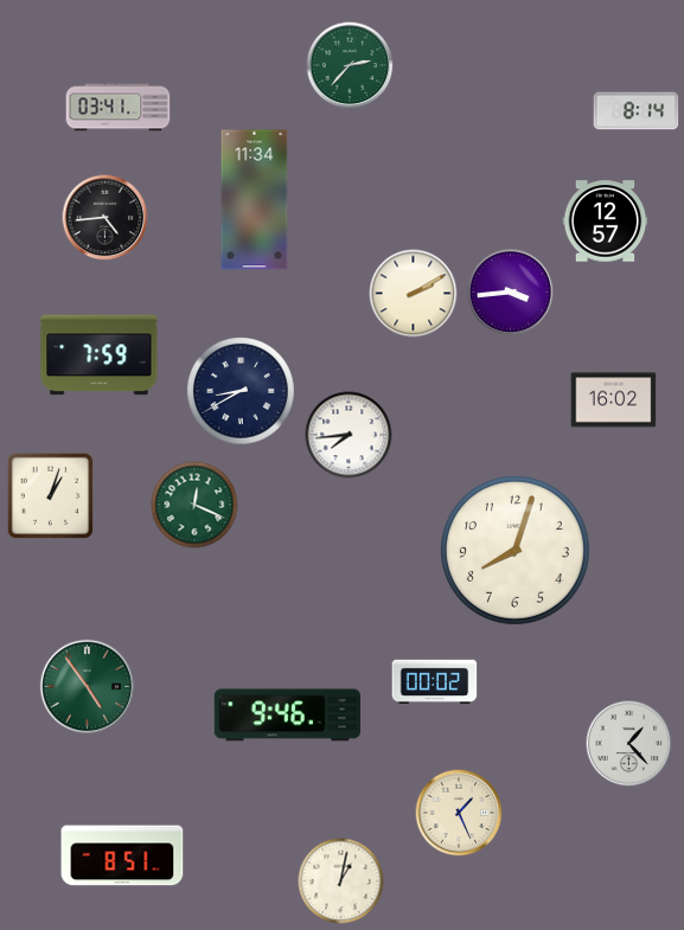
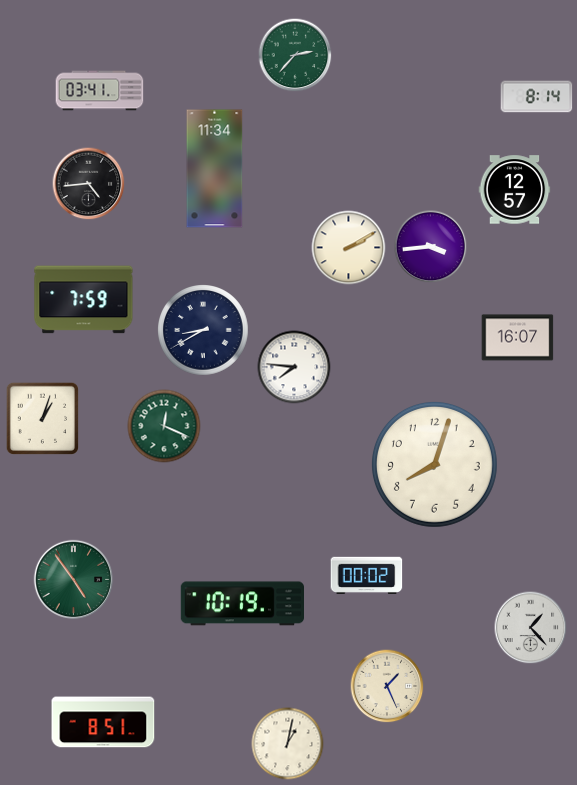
clock at (637, 111) position: (637, 111) -> (537, 97)
clock at (606, 222) position: (606, 222) -> (515, 190)
clock at (614, 400): 16:02 -> 16:07
clock at (349, 435): 7:44 -> 7:46
clock at (287, 716): 9:46 -> 10:19
